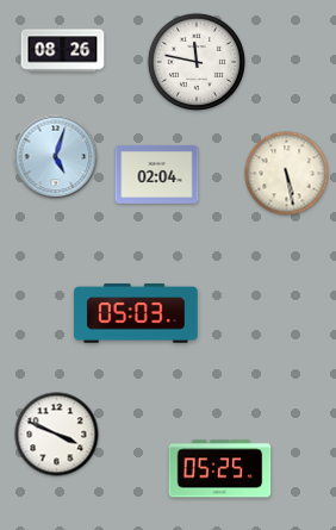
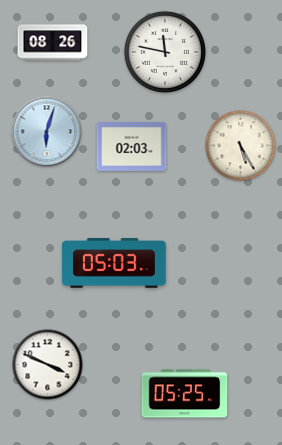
clock at (56, 157): 5:03 -> 6:03
clock at (157, 174): 02:04 -> 02:03
clock at (287, 174): 5:28 -> 5:25
